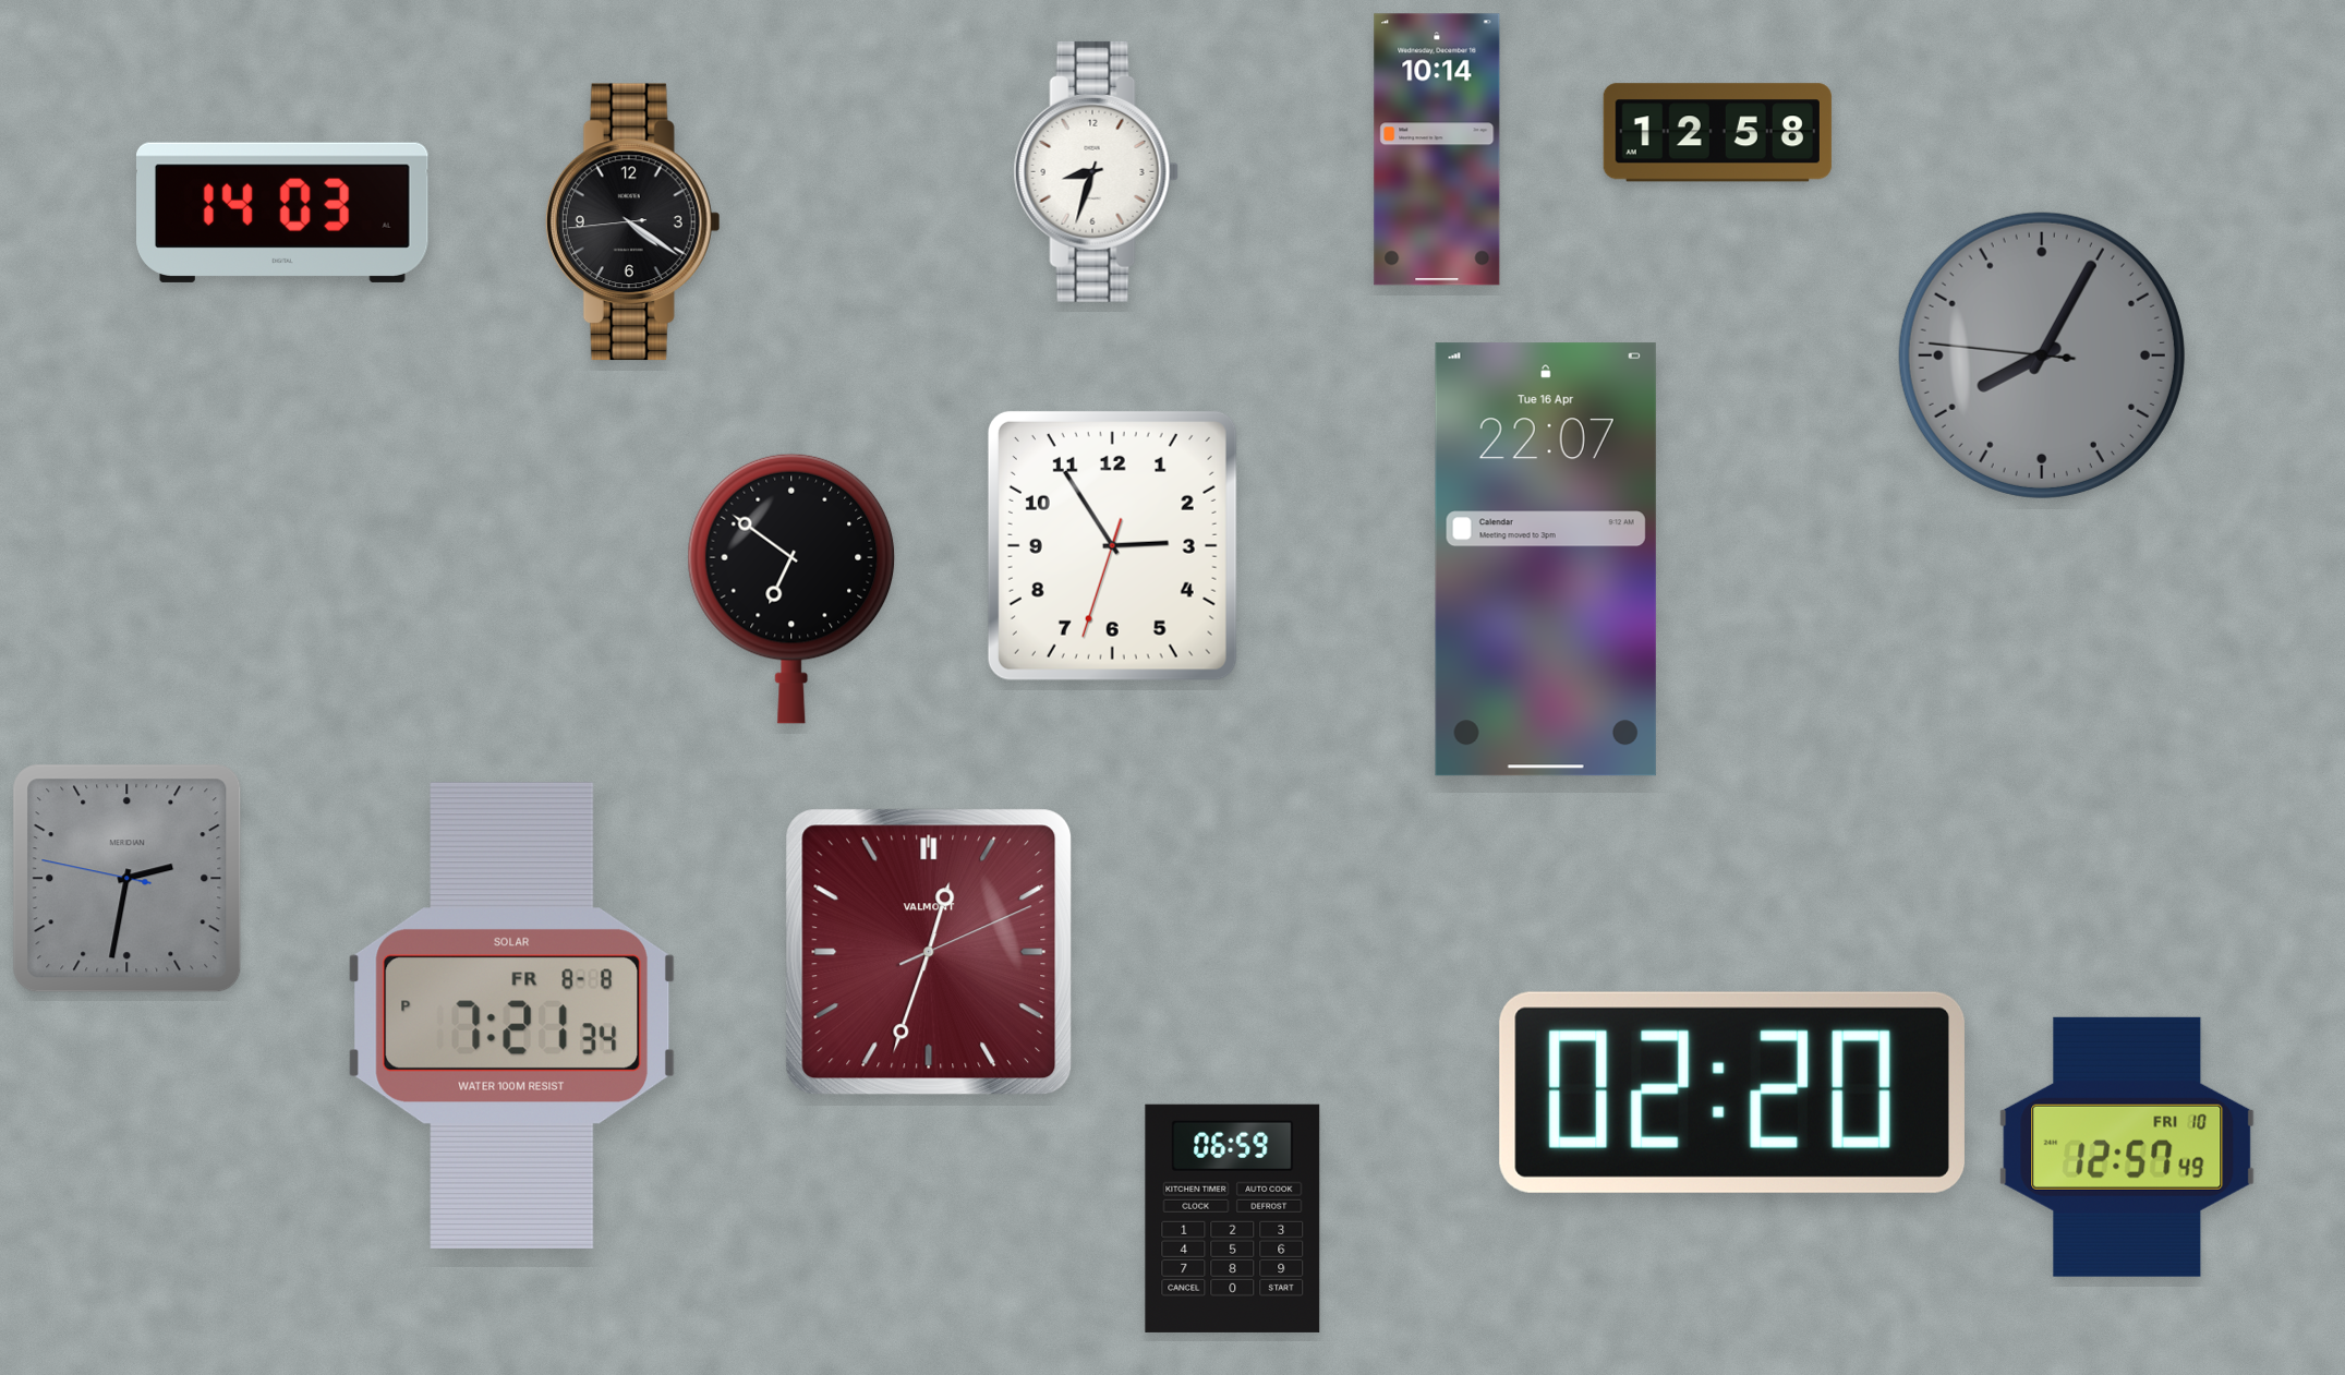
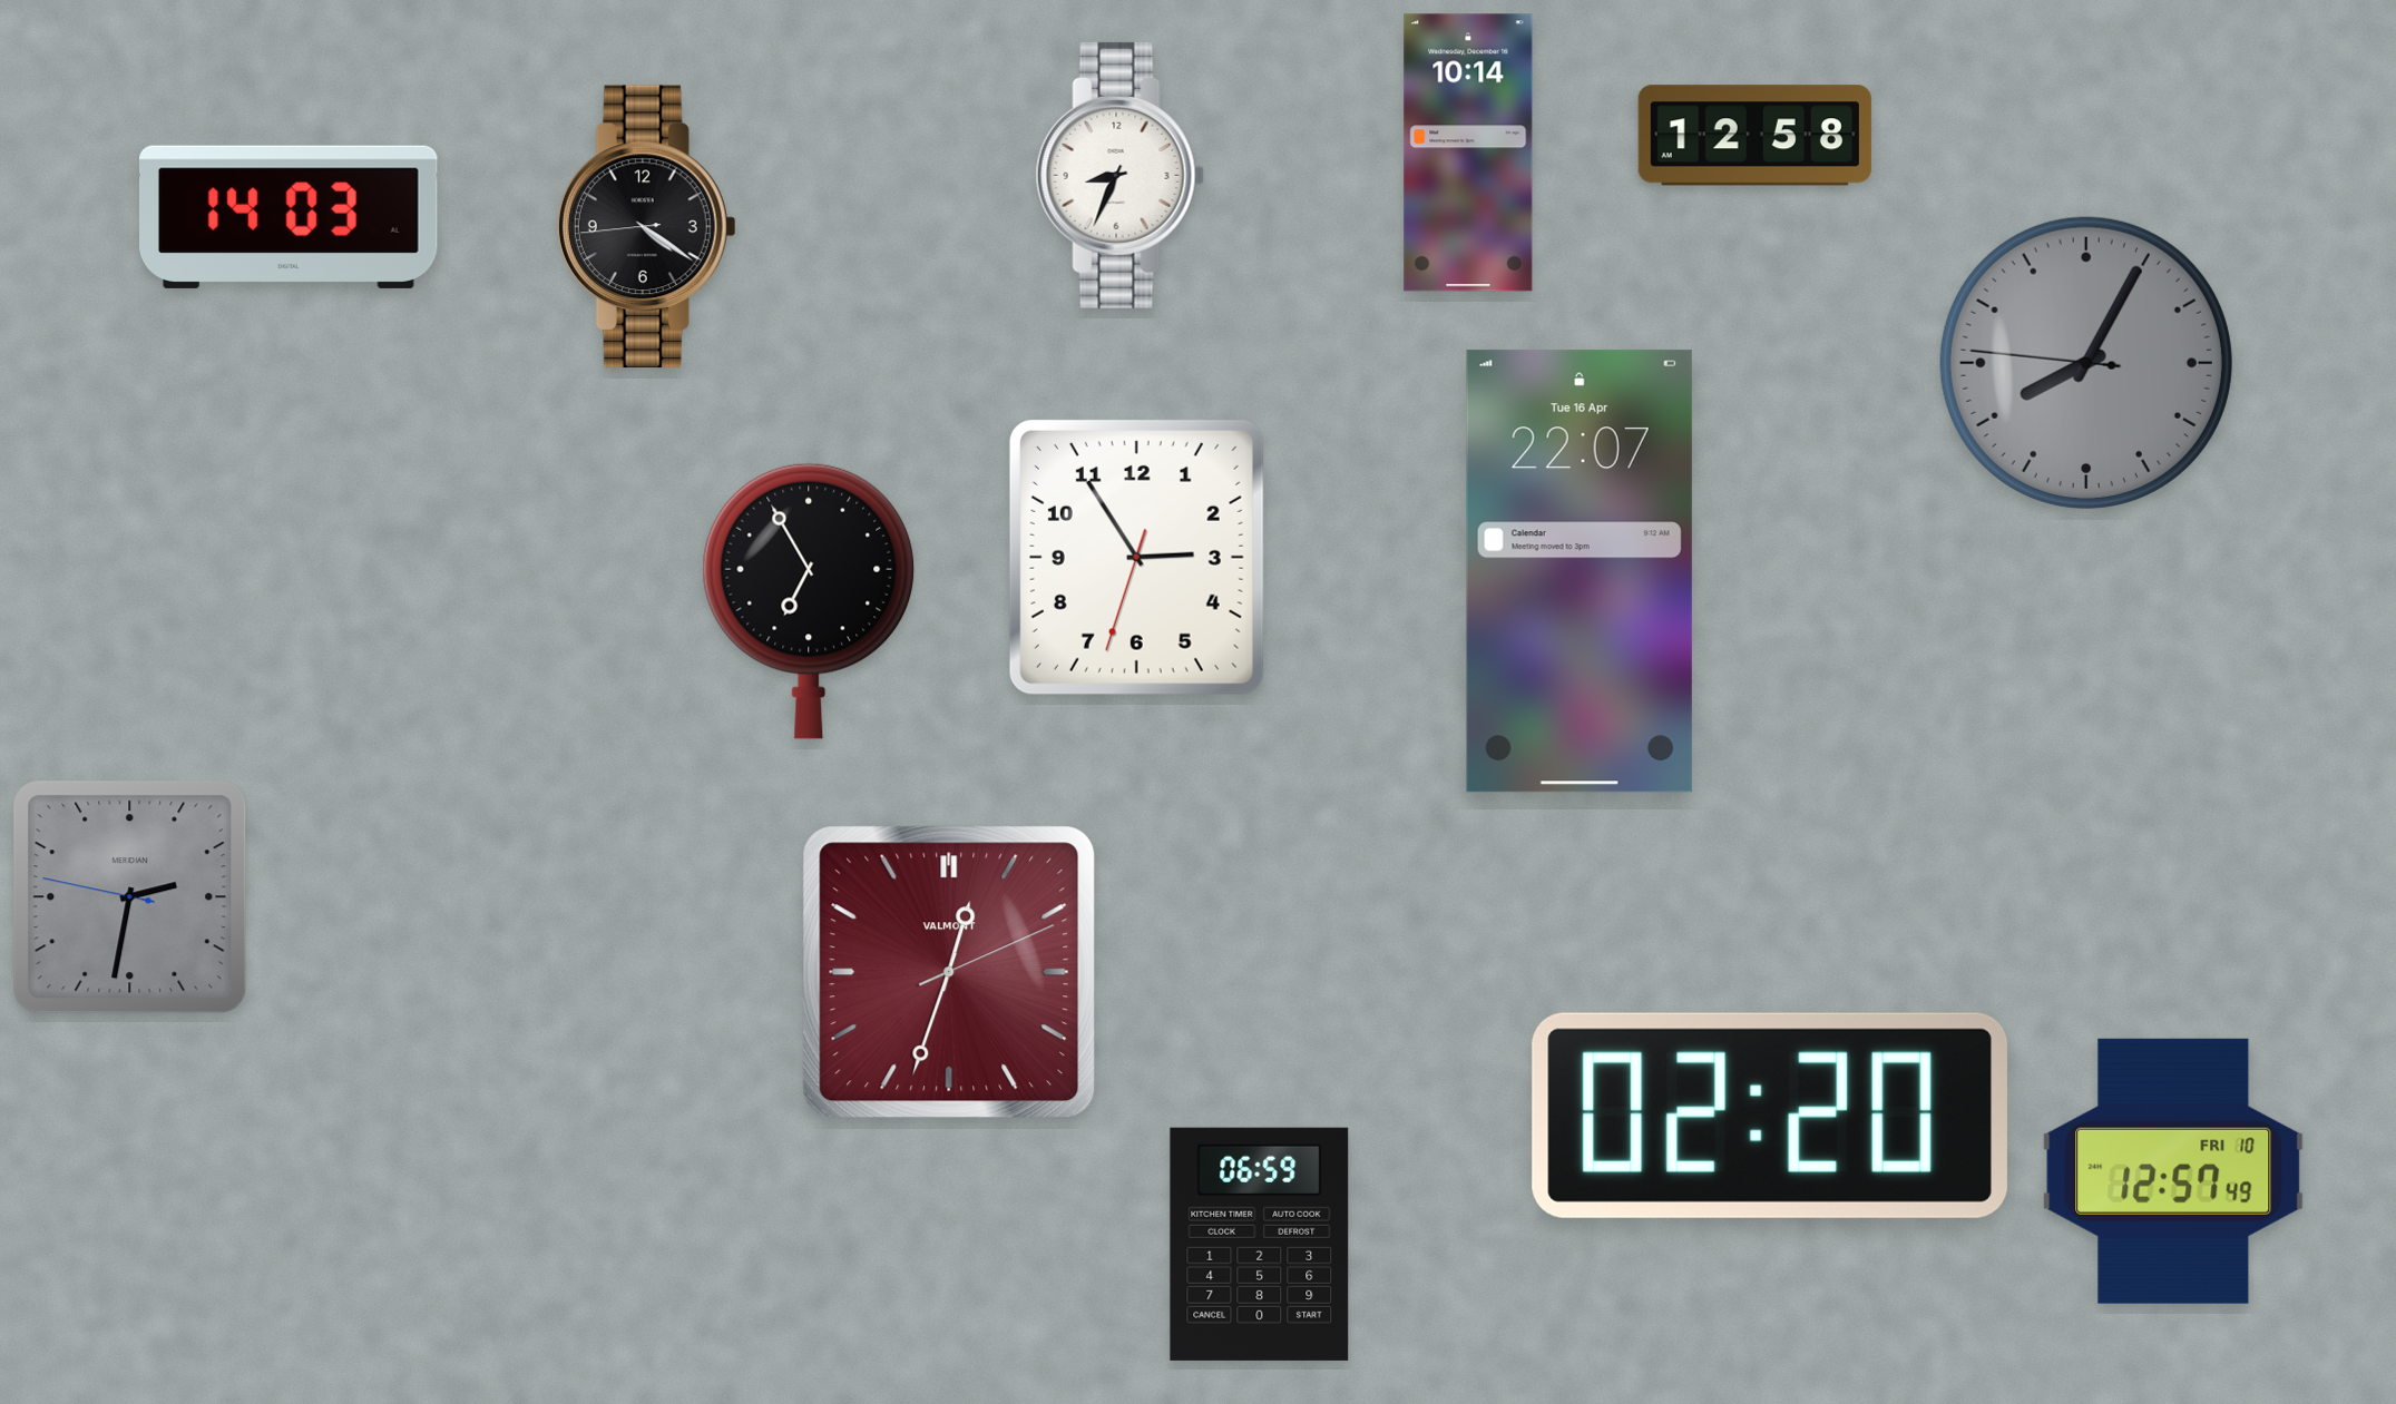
clock at (1096, 171): 8:33 -> 8:34
clock at (791, 589): 6:51 -> 6:55
clock at (511, 1015): 7:21 -> none
